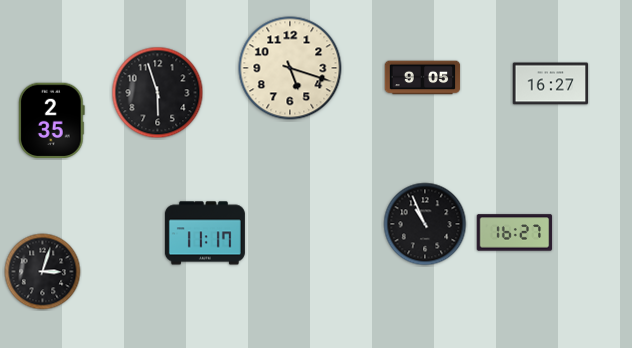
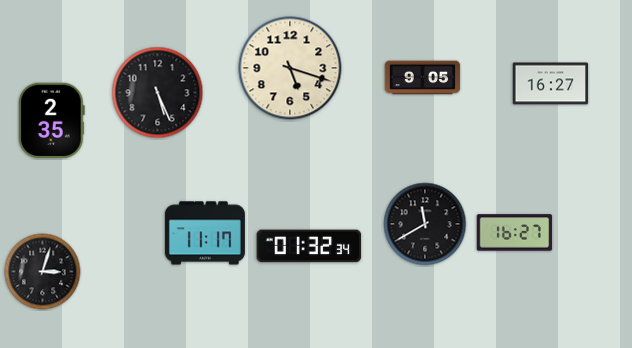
clock at (158, 93): 5:57 -> 5:26
clock at (425, 224): 10:56 -> 11:40
clock at (309, 246): none -> 01:32
